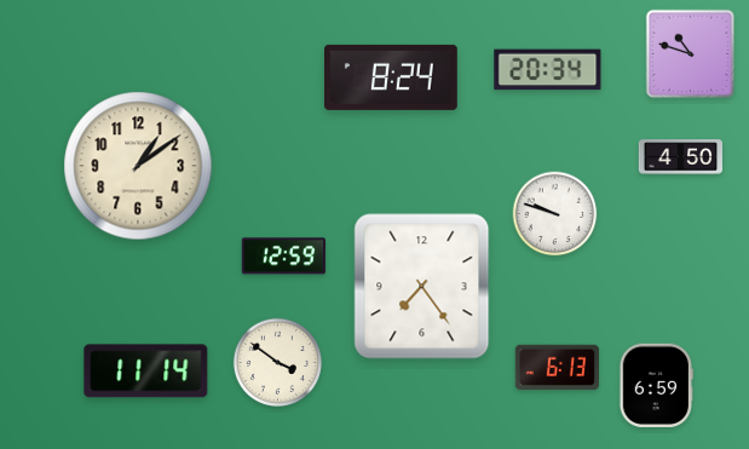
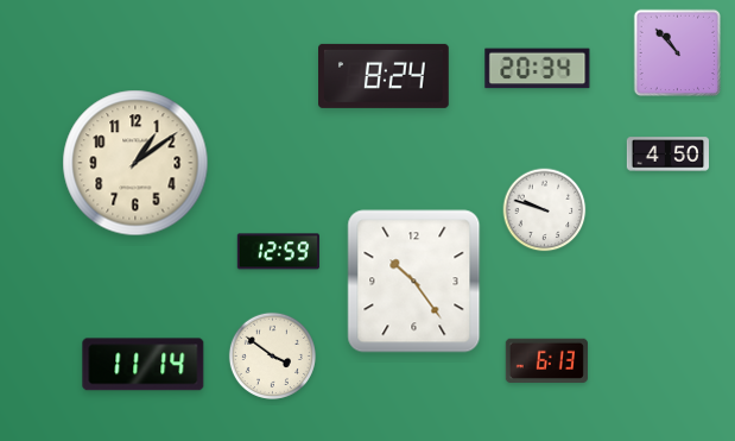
clock at (691, 54): 10:48 -> 10:53
clock at (422, 287): 7:24 -> 10:24
clock at (656, 385): 6:59 -> none
